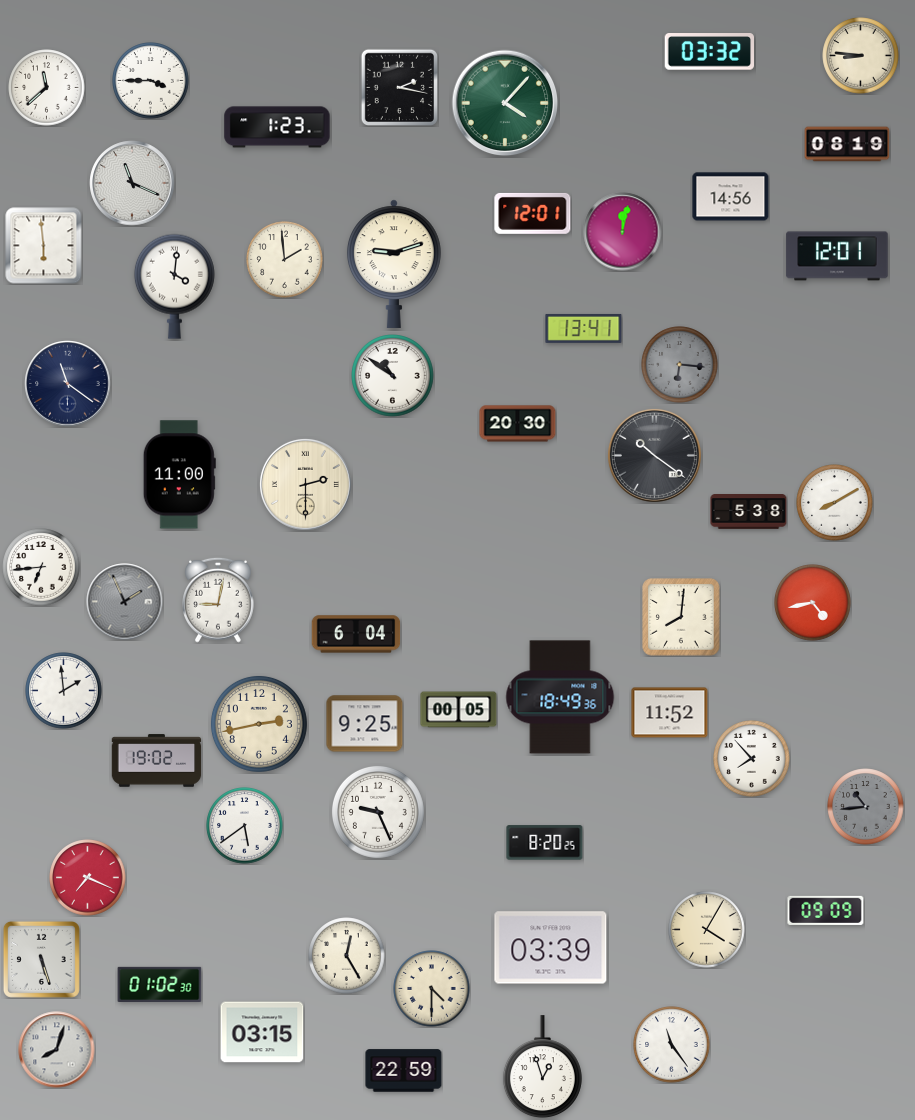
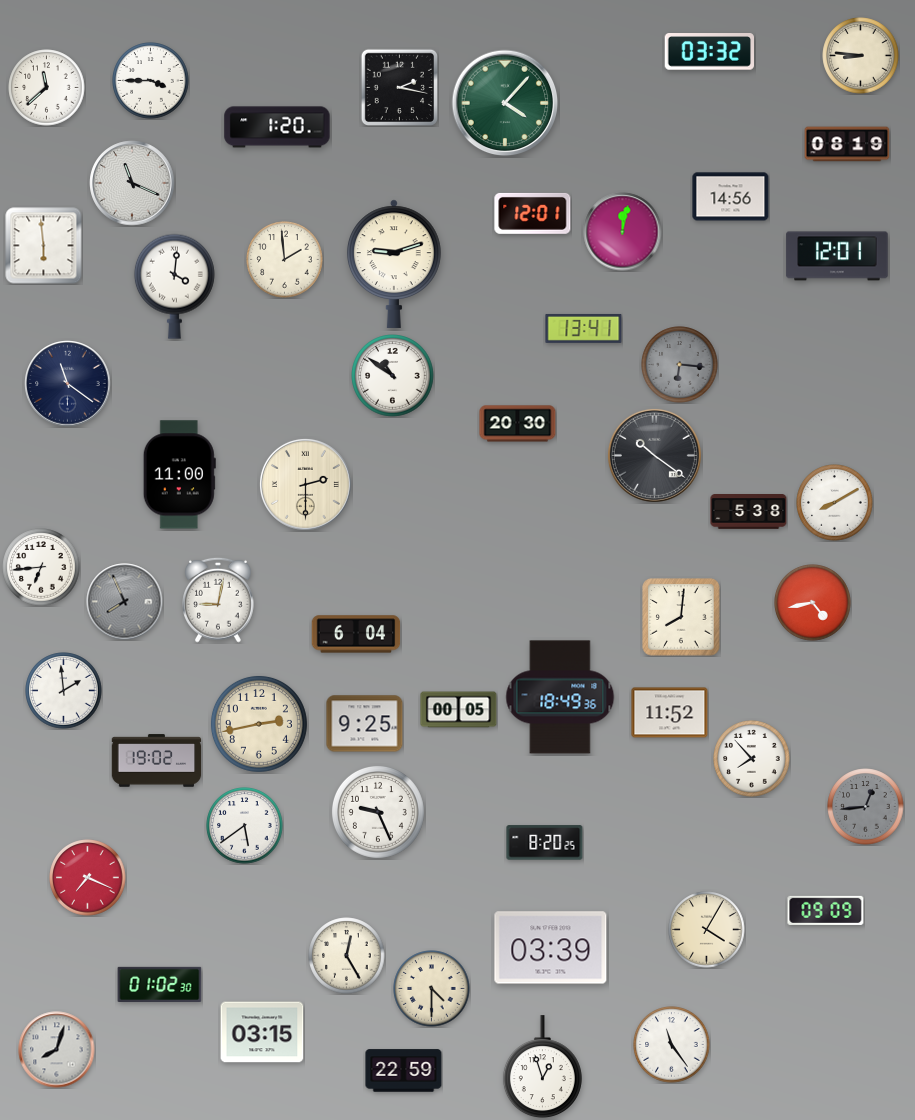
clock at (277, 127): 1:23 -> 1:20
clock at (125, 602): 1:56 -> 7:56
clock at (866, 807): 10:44 -> 12:44
clock at (41, 959): 5:27 -> none
